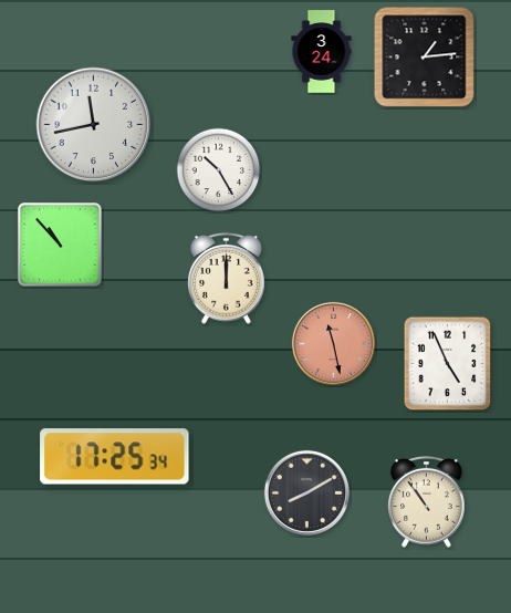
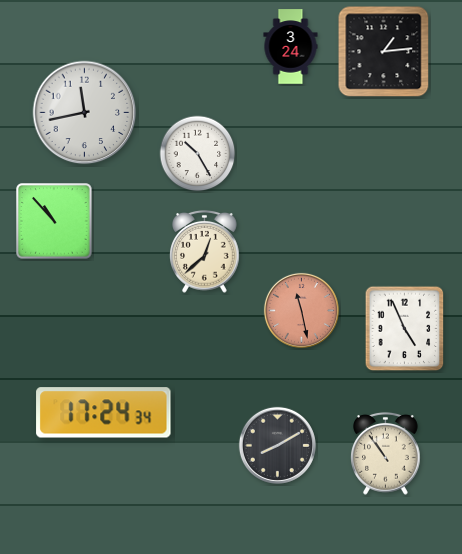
clock at (227, 278): 12:00 -> 12:38
clock at (115, 457): 17:25 -> 17:24
